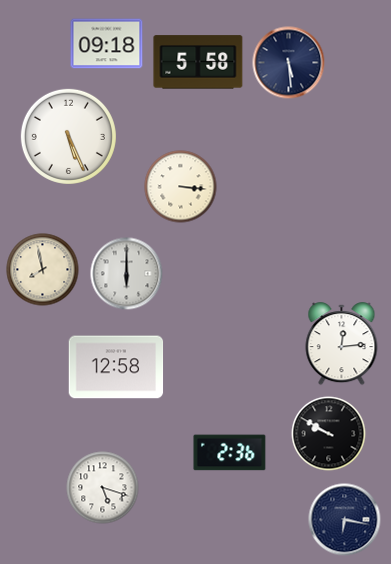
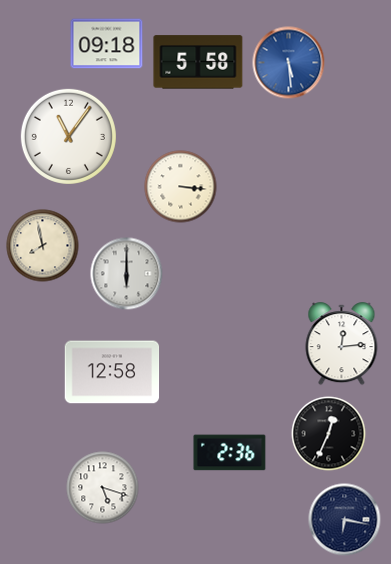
clock at (289, 63) dial: navy -> blue
clock at (68, 136): 5:26 -> 11:06
clock at (43, 270) position: (43, 270) -> (43, 246)
clock at (116, 367) position: (116, 367) -> (112, 372)
clock at (329, 434): 9:50 -> 12:34
